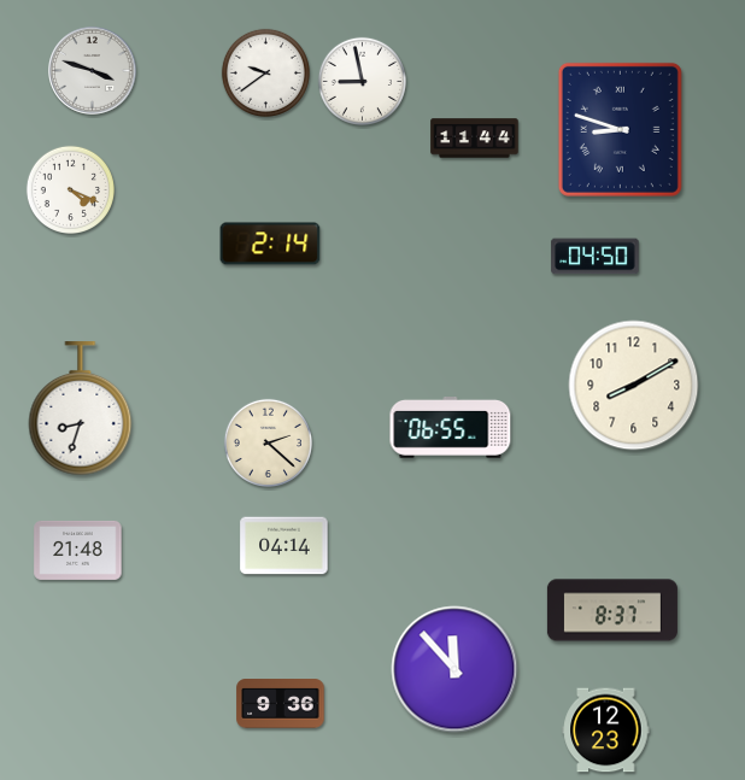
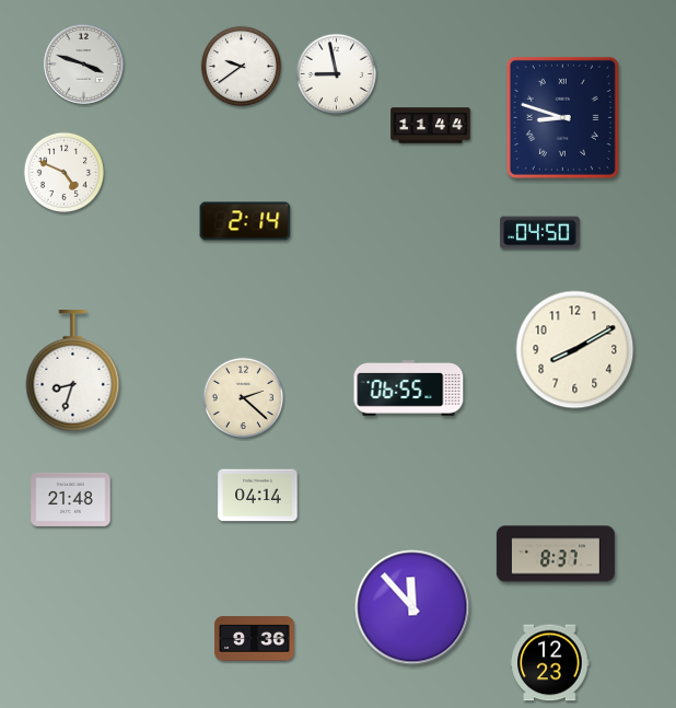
clock at (362, 81) position: (362, 81) -> (336, 73)
clock at (70, 189): 4:19 -> 4:49
clock at (268, 442) position: (268, 442) -> (243, 397)
